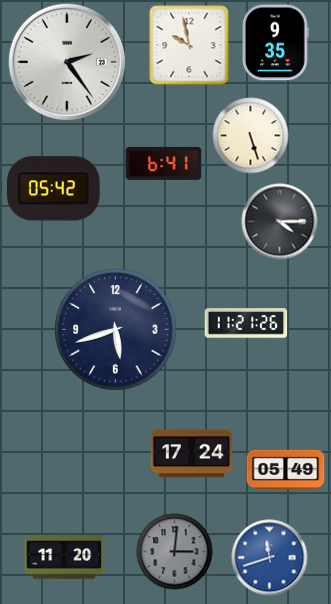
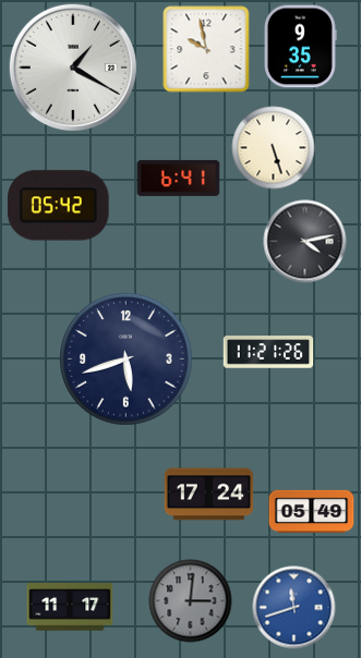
clock at (67, 62): 2:24 -> 1:20
clock at (280, 222): 4:15 -> 4:13
clock at (64, 557): 11:20 -> 11:17
